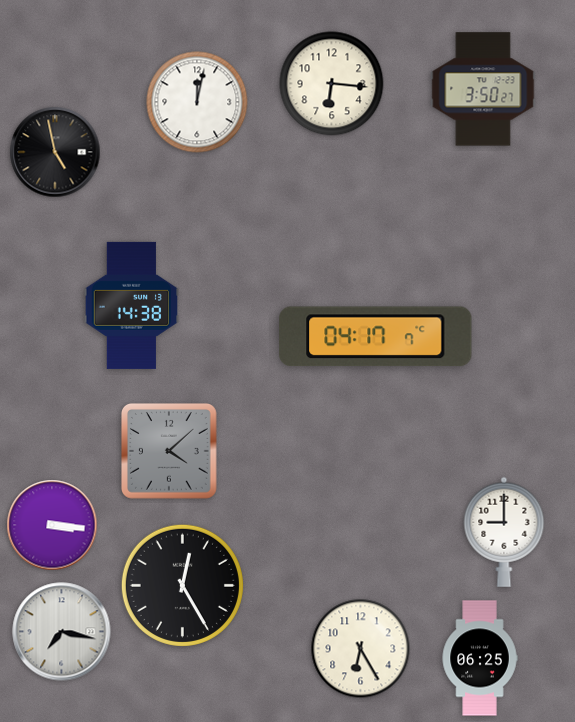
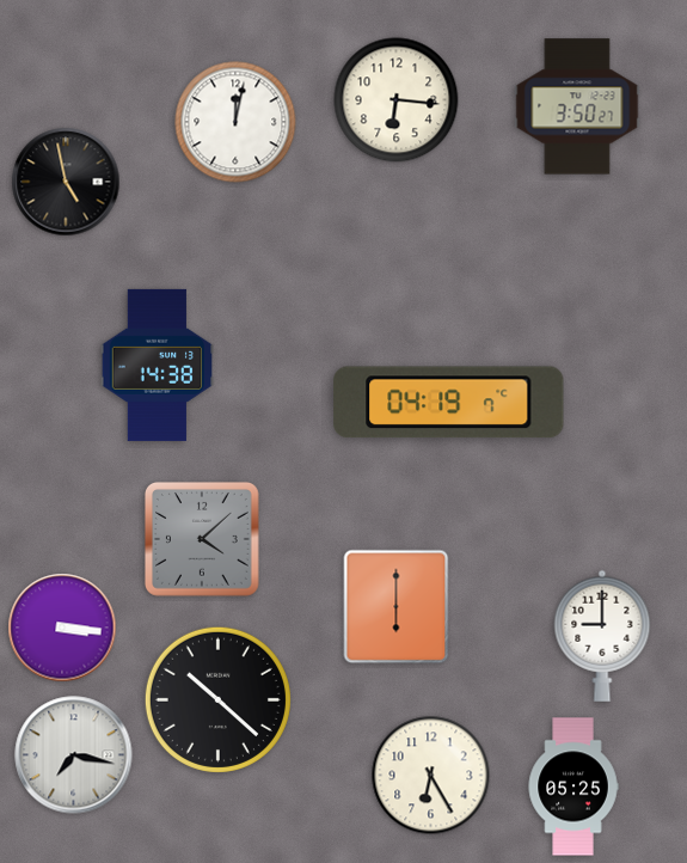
clock at (376, 337): 04:17 -> 04:19
clock at (397, 607): none -> 6:00
clock at (182, 585): 12:25 -> 10:22
clock at (480, 658): 06:25 -> 05:25
